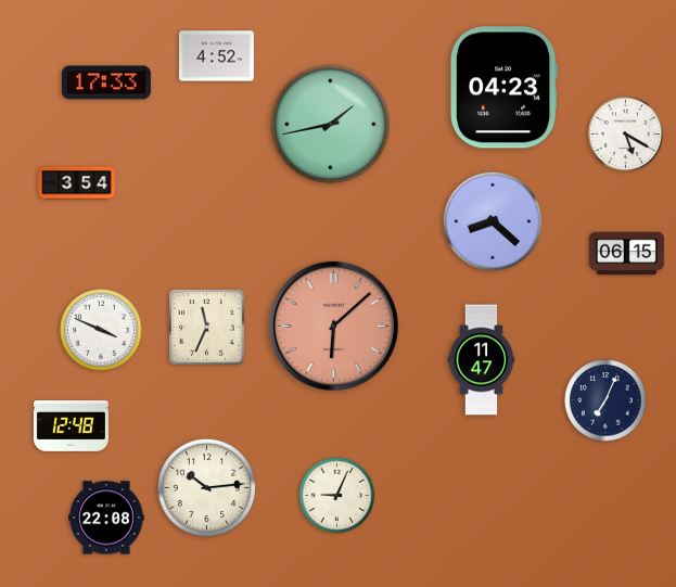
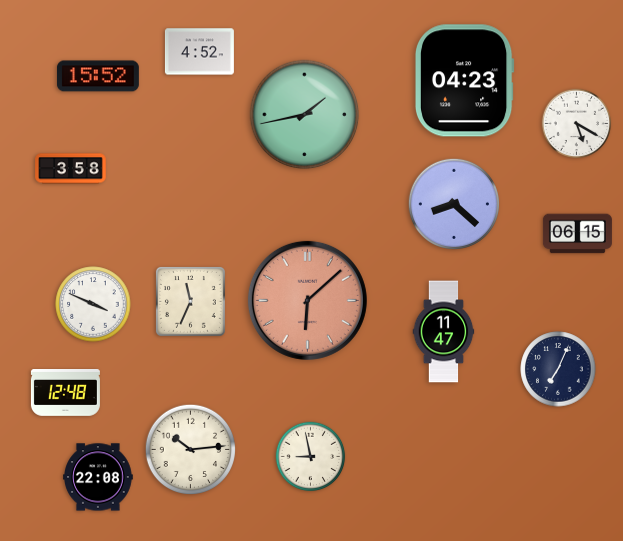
clock at (106, 82): 17:33 -> 15:52
clock at (77, 183): 3:54 -> 3:58
clock at (337, 496): 9:04 -> 8:58
